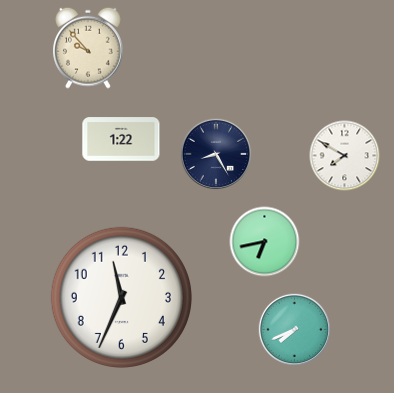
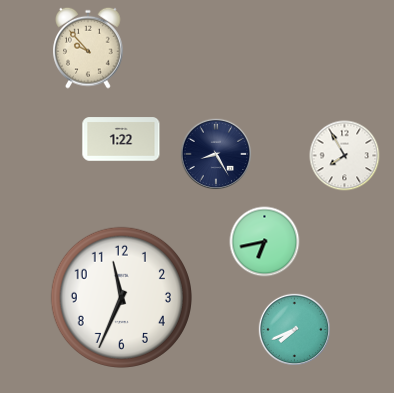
clock at (345, 156): 7:50 -> 7:55
